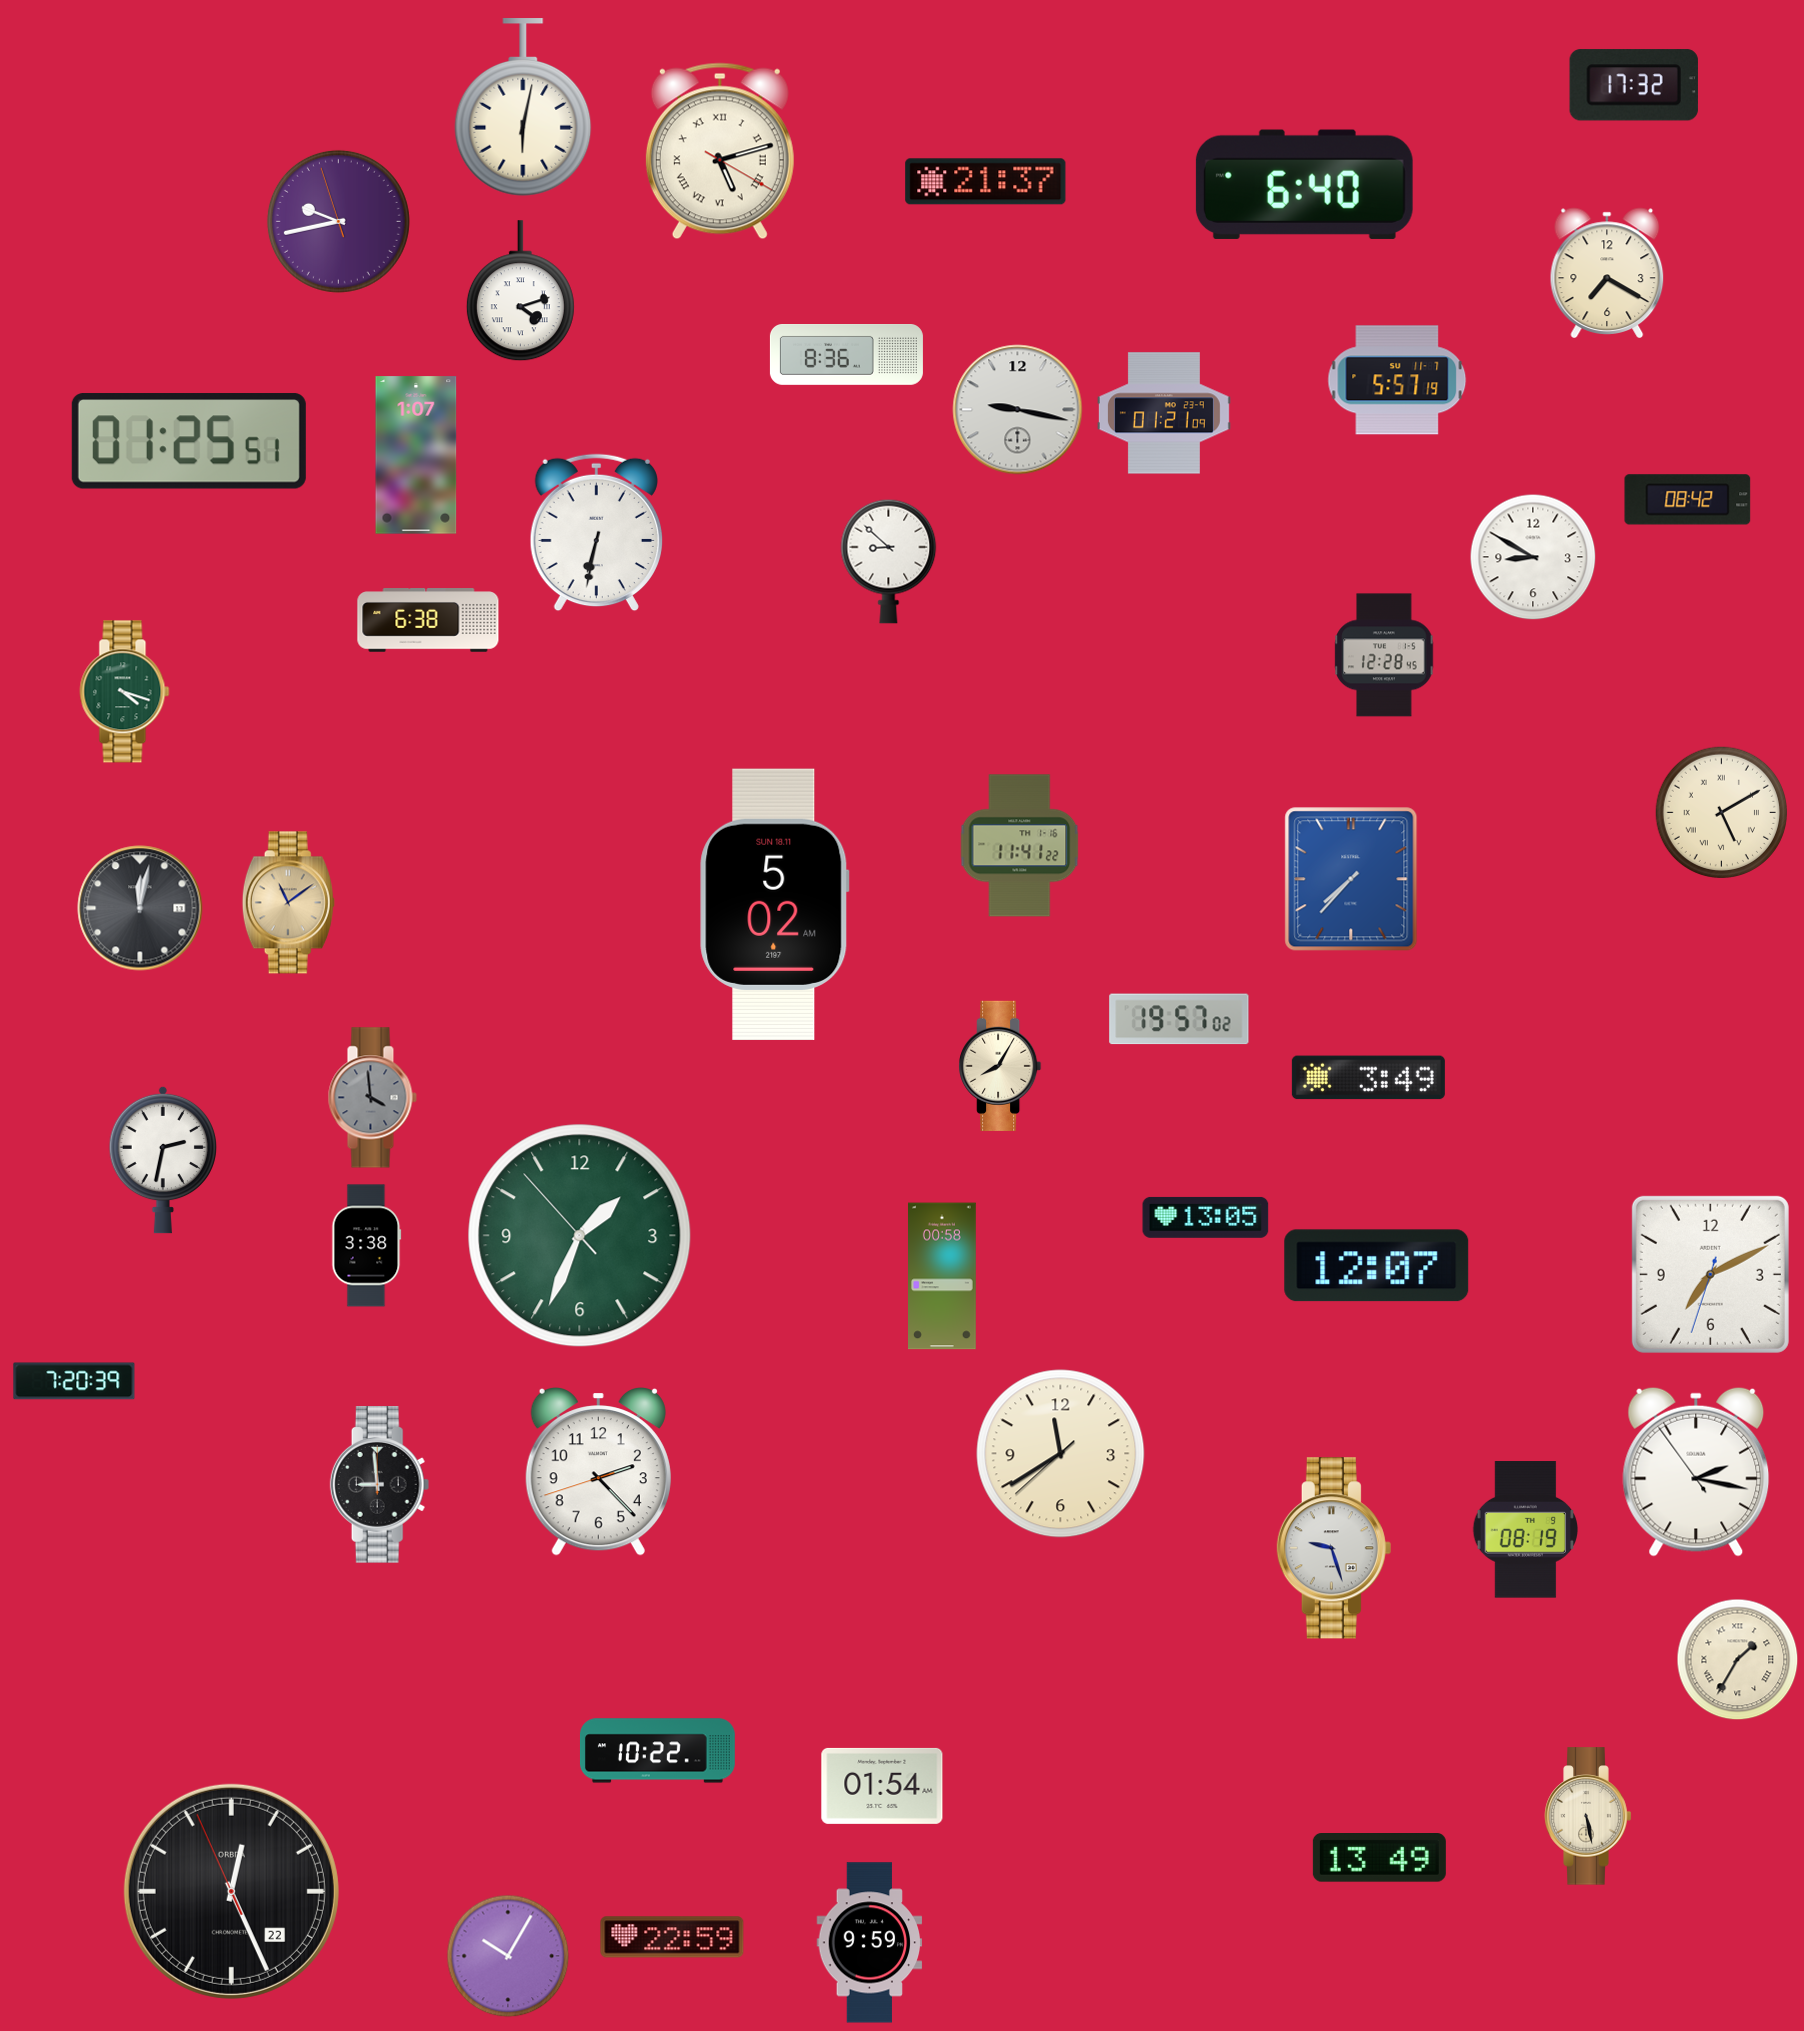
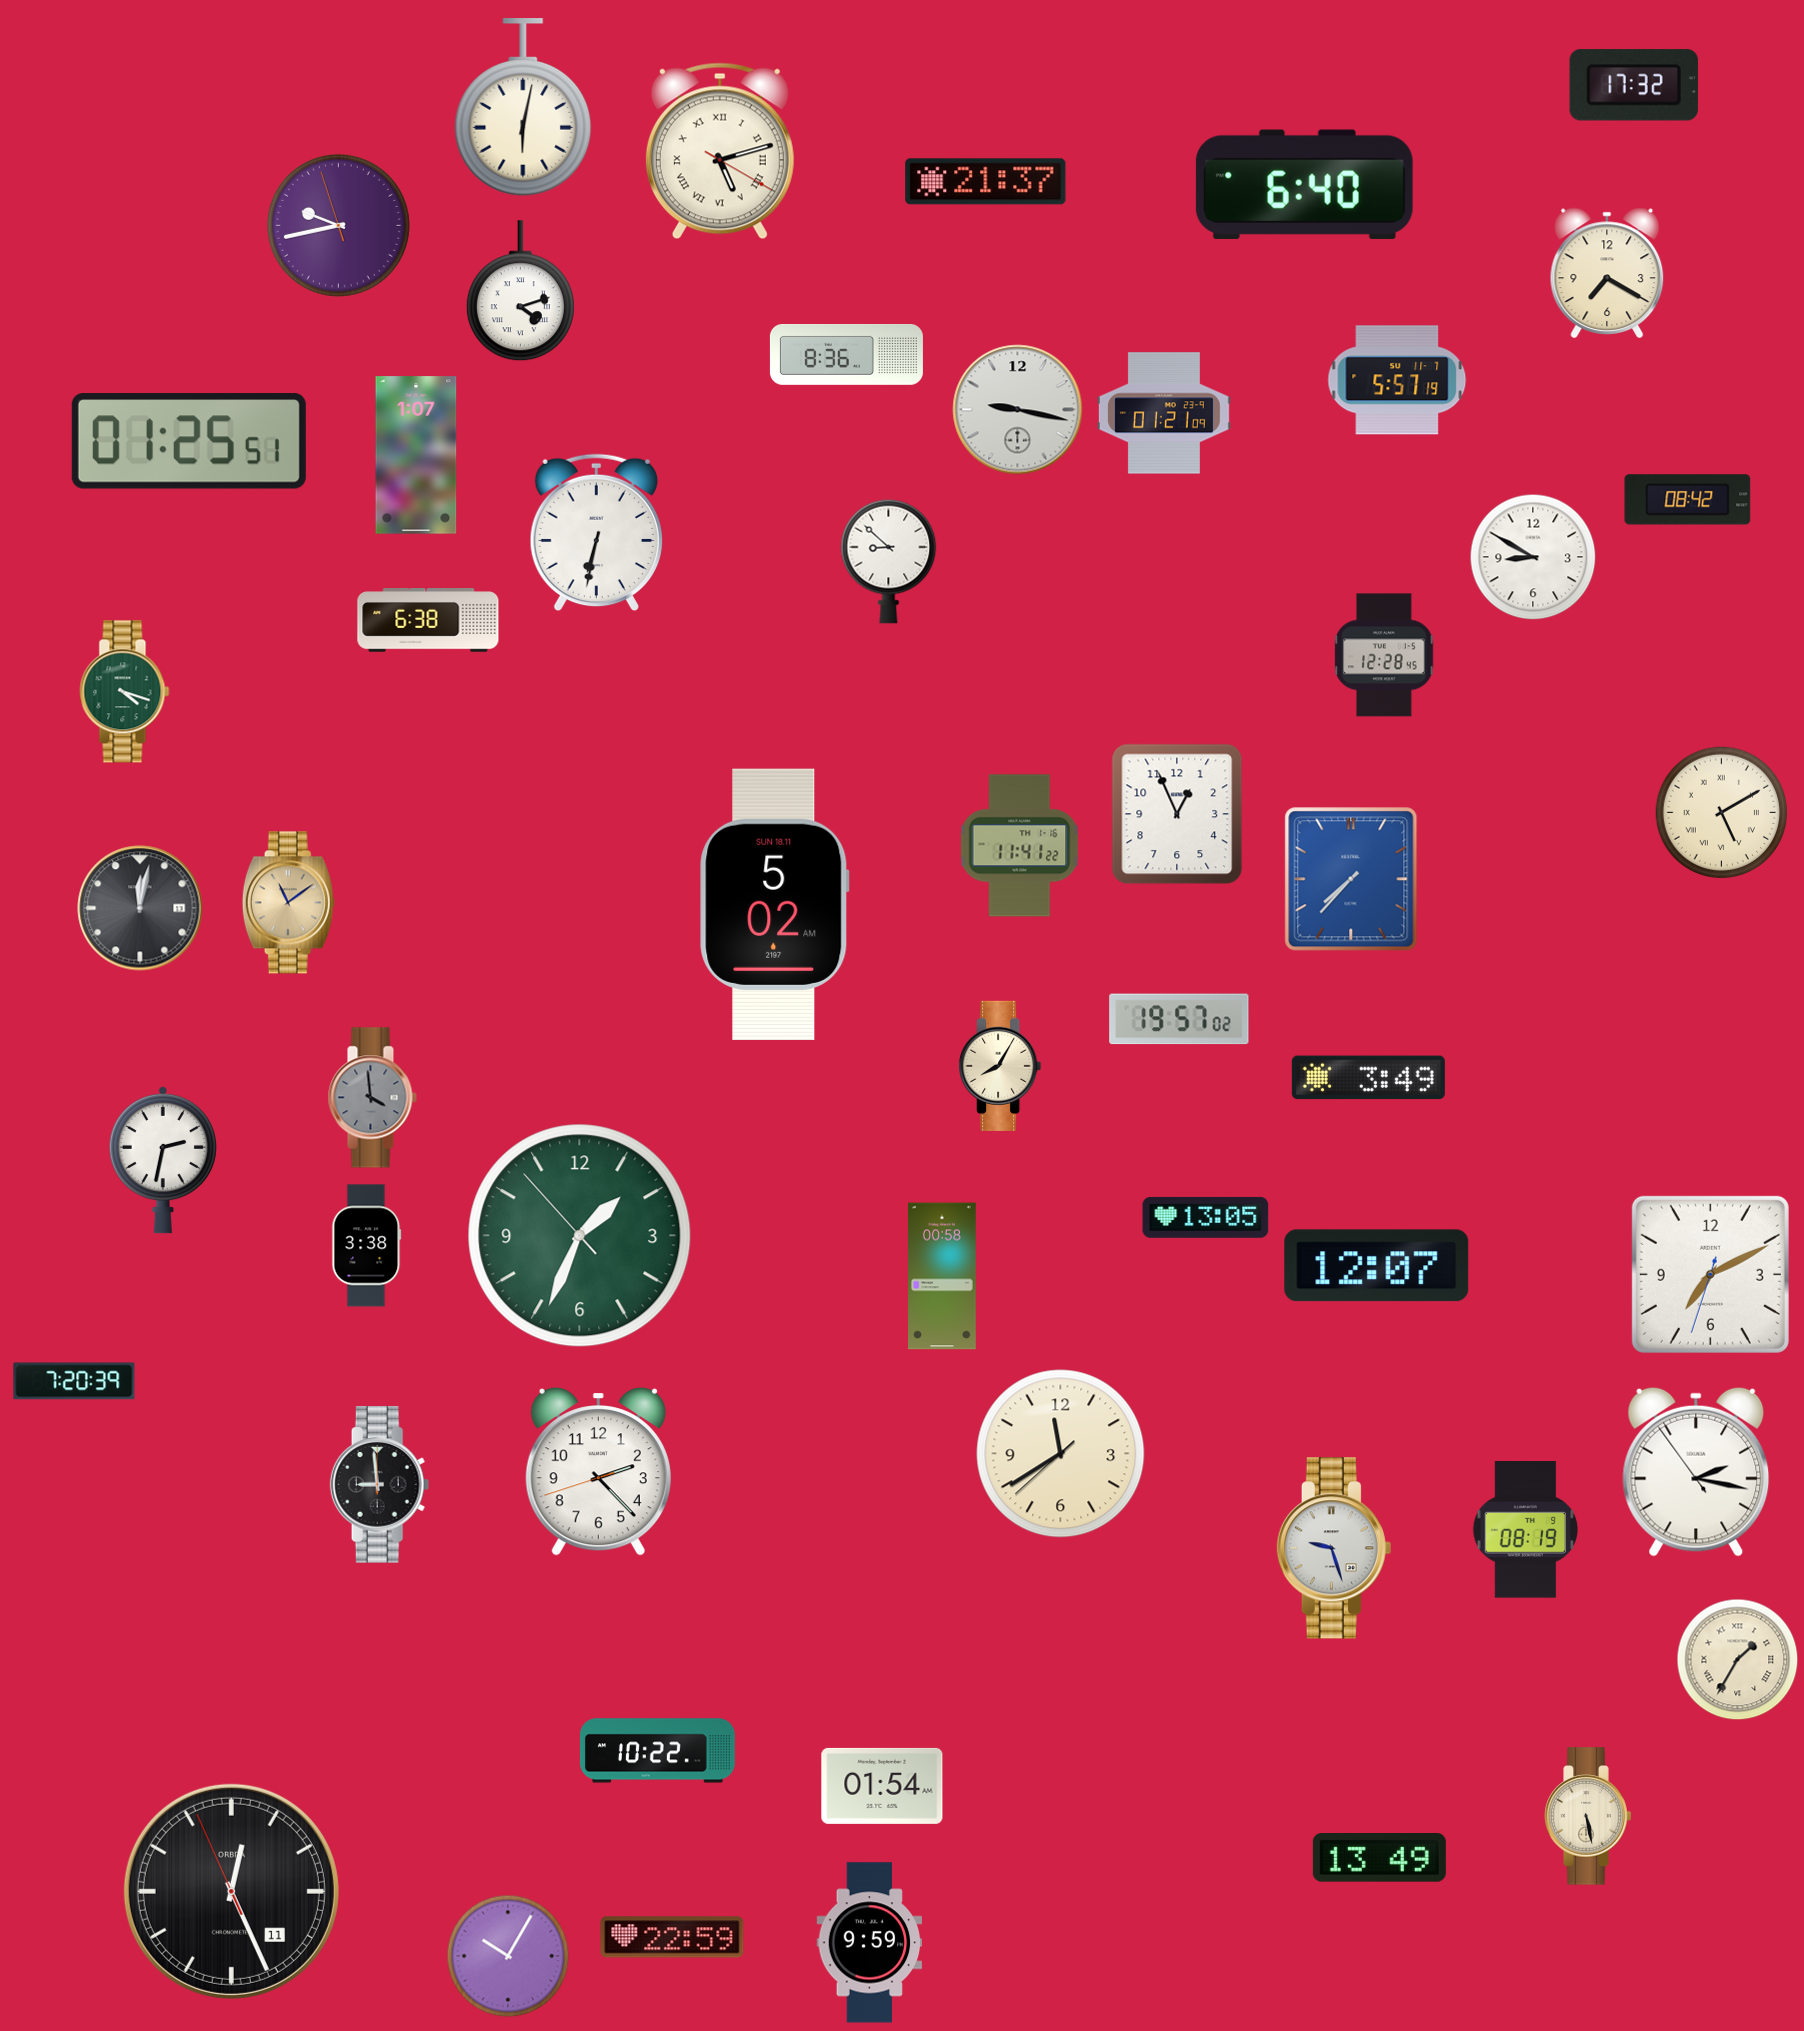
clock at (338, 221) position: (338, 221) -> (338, 225)
clock at (1177, 814): none -> 12:56
clock at (231, 1891) date: 22 -> 11
